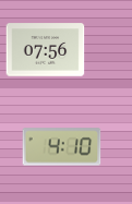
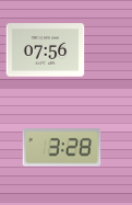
clock at (62, 147): 4:10 -> 3:28
